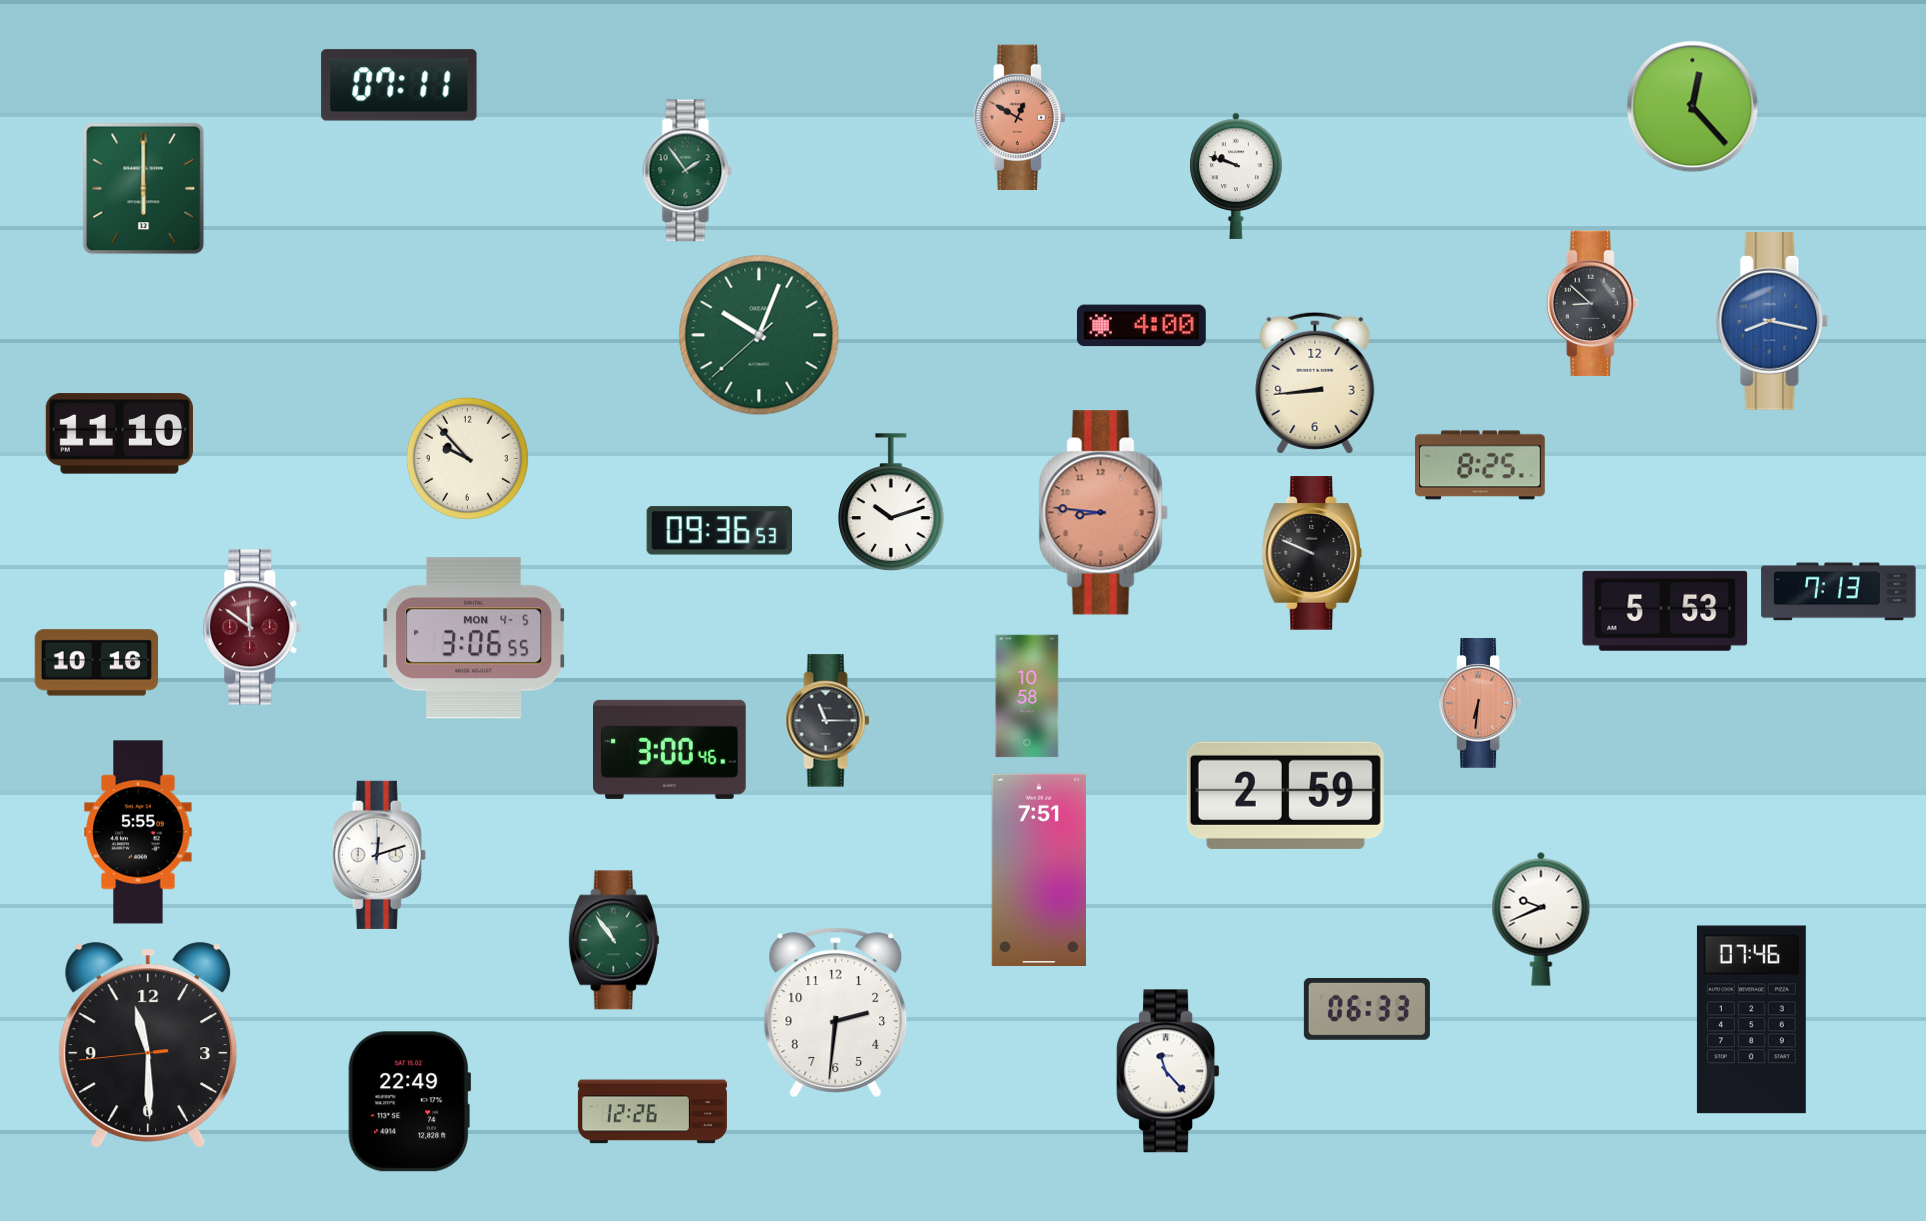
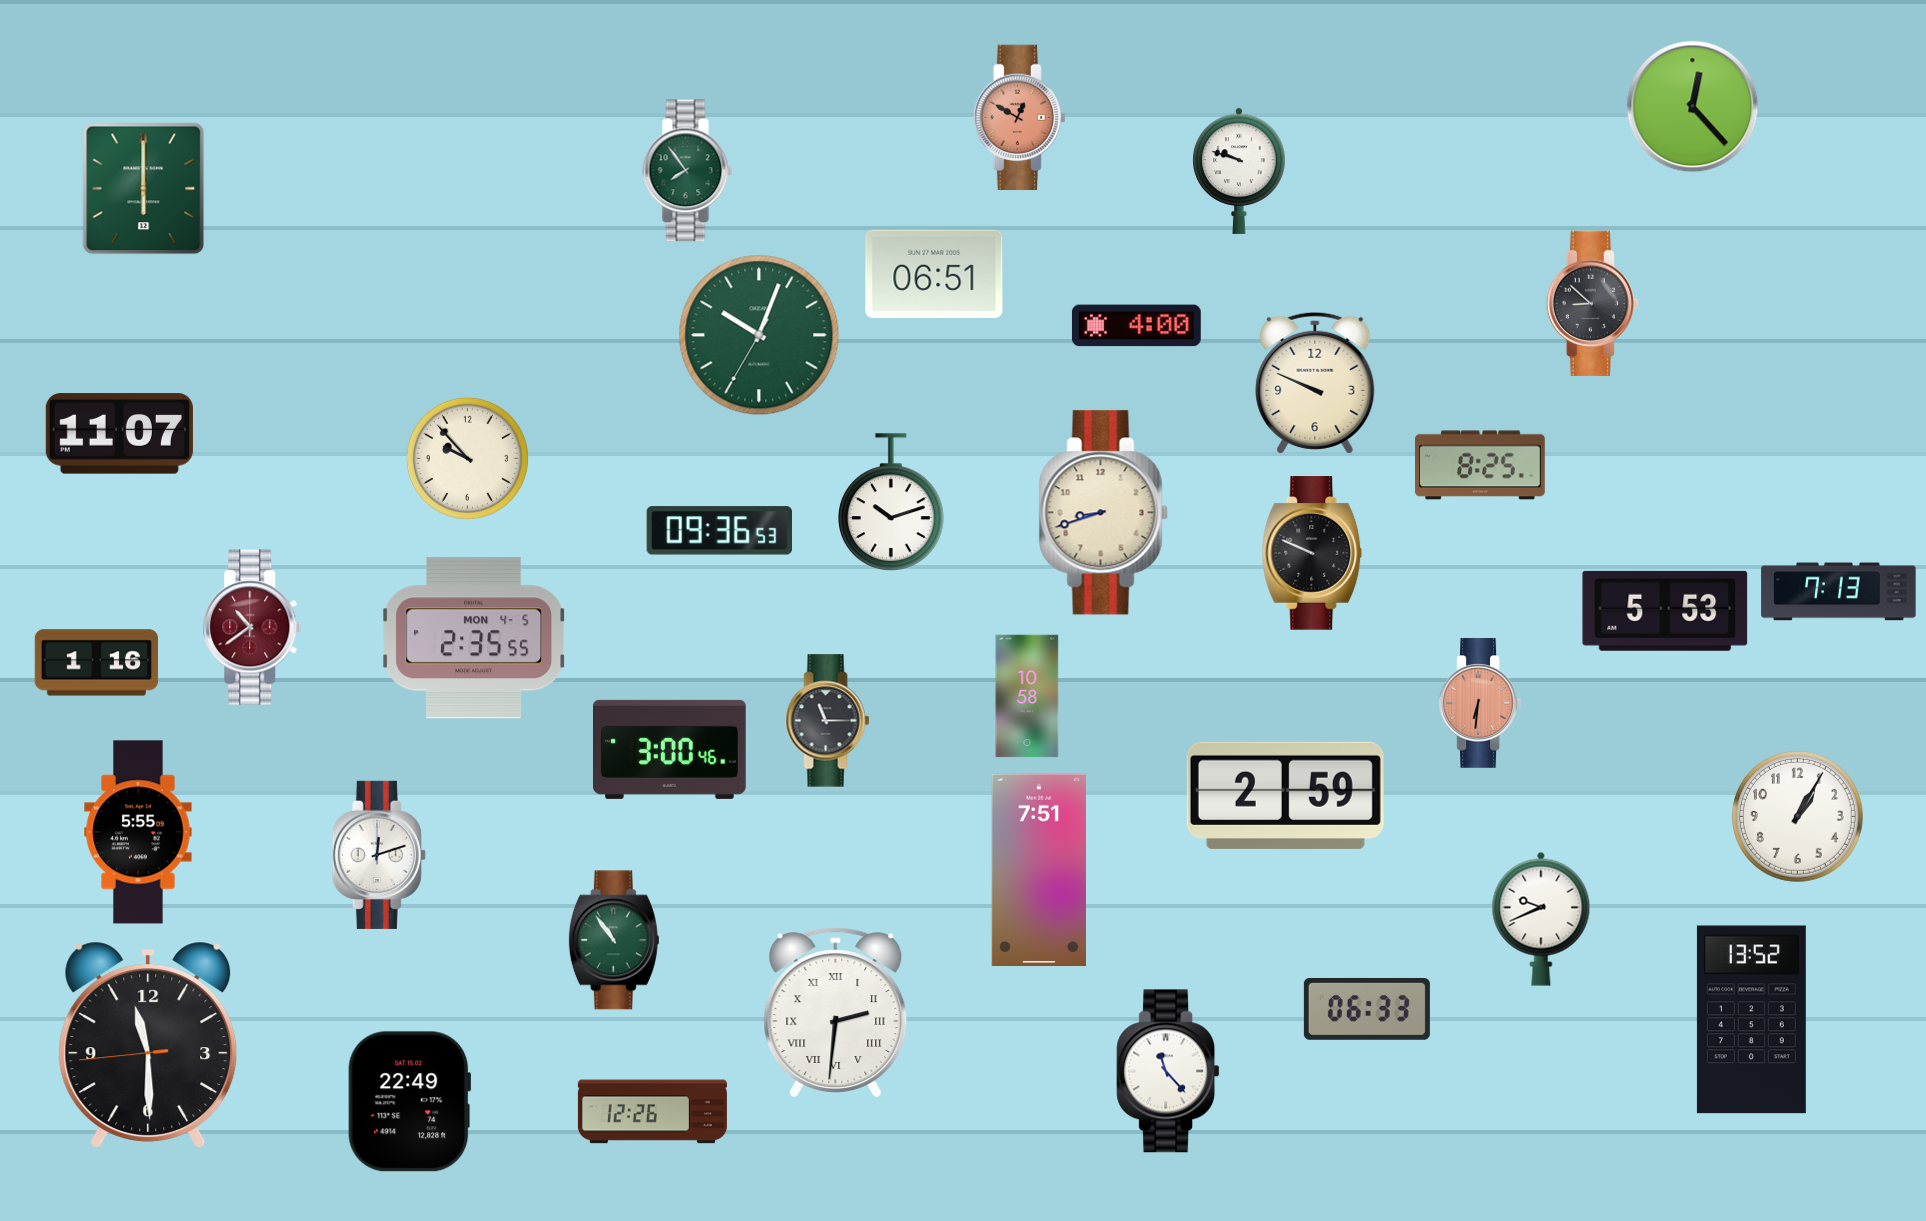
clock at (399, 85): 07:11 -> none
clock at (688, 171): 1:54 -> 7:54
clock at (1236, 176) position: (1236, 176) -> (1239, 171)
clock at (934, 274): none -> 06:51
clock at (1772, 321): 8:17 -> none
clock at (1141, 326) position: (1141, 326) -> (1136, 326)
clock at (759, 335): 10:03:38 -> 10:03:35
clock at (1315, 383): 8:44 -> 9:49
clock at (119, 434): 11:10 -> 11:07
clock at (1103, 513): 8:46 -> 8:42
clock at (1103, 513) dial: salmon -> cream
clock at (252, 627): 11:51 -> 10:39
clock at (475, 638): 3:06 -> 2:35
clock at (97, 663): 10:16 -> 1:16
clock at (1797, 816): none -> 1:05
clock at (836, 1013) numerals: Arabic -> Roman
clock at (1751, 1020): 07:46 -> 13:52
